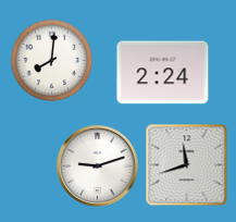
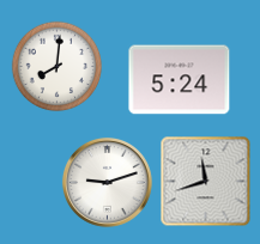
clock at (163, 73): 2:24 -> 5:24
